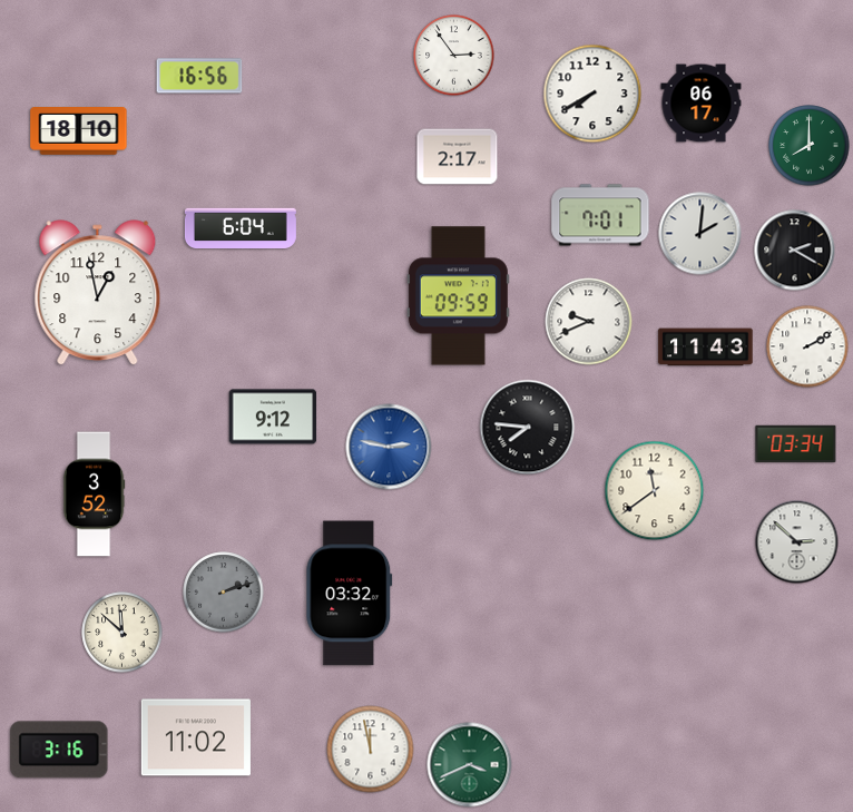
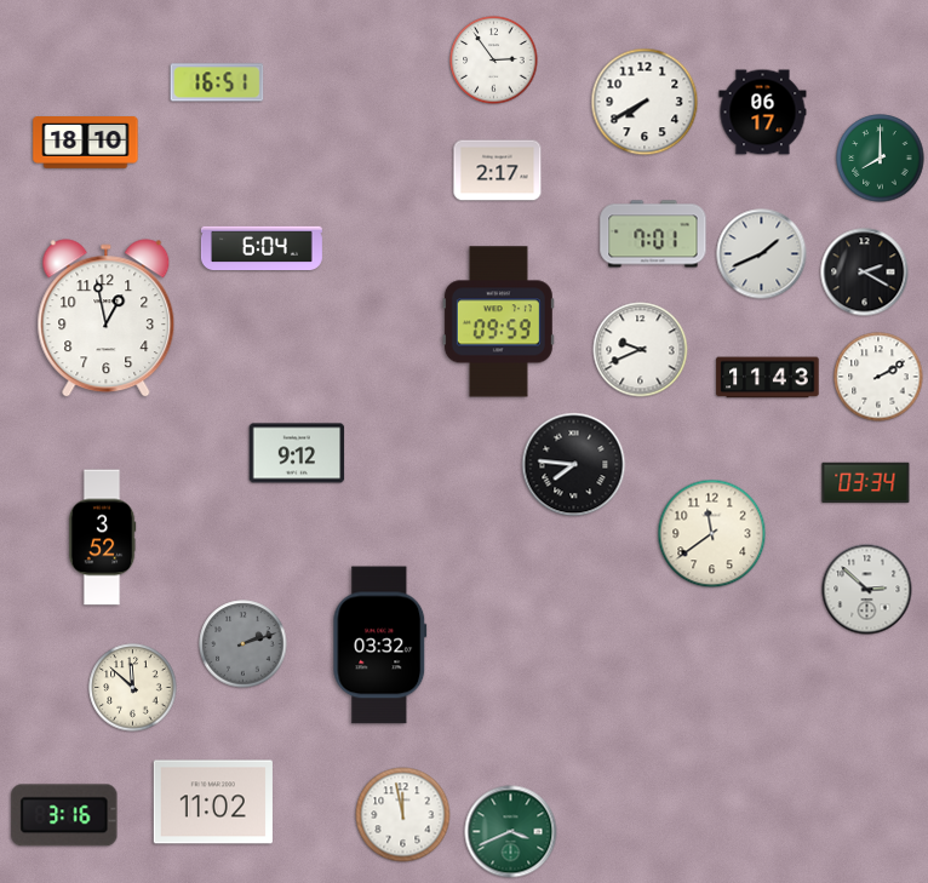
clock at (199, 76): 16:56 -> 16:51
clock at (700, 234): 2:01 -> 1:41
clock at (389, 447): 2:47 -> none
